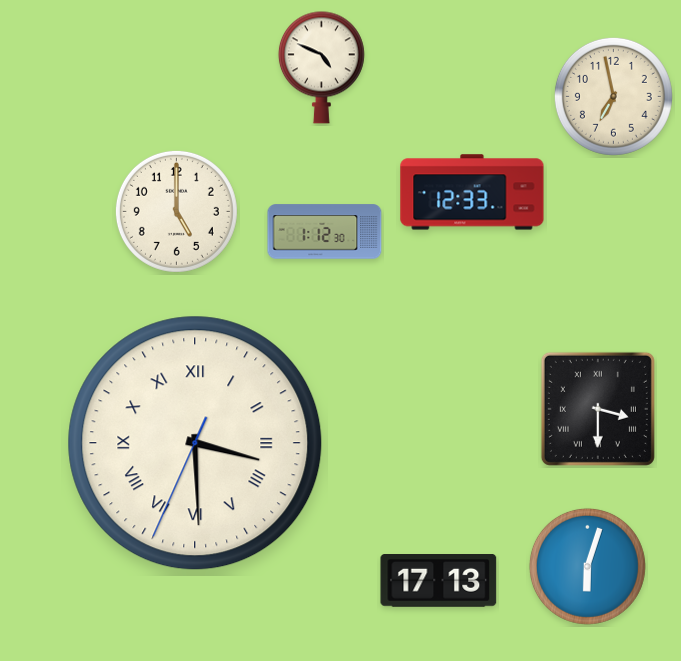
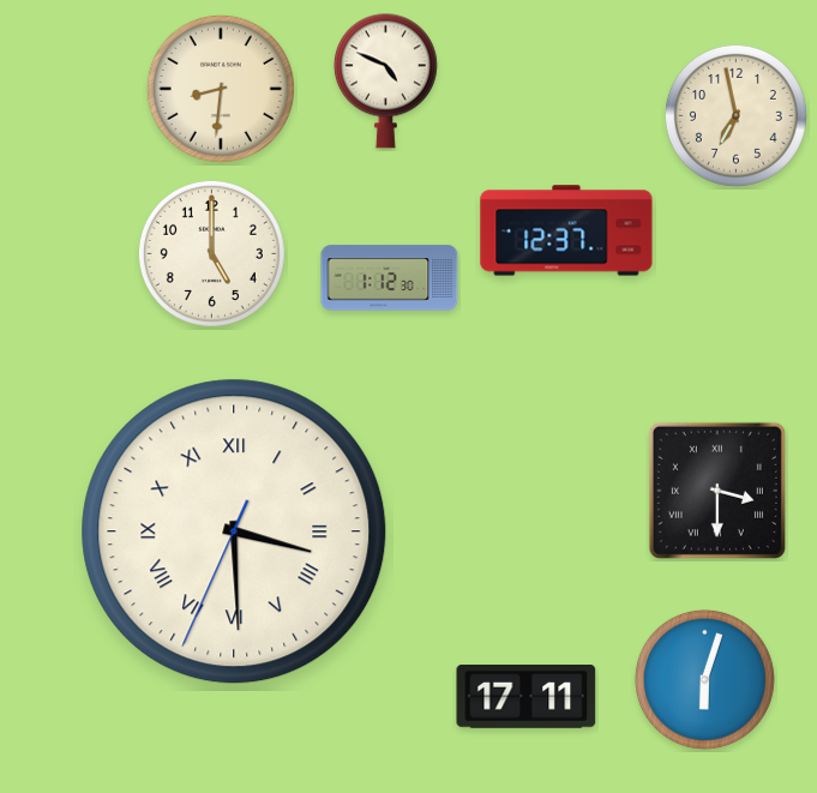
clock at (221, 89): none -> 8:31
clock at (472, 192): 12:33 -> 12:37
clock at (439, 581): 17:13 -> 17:11
